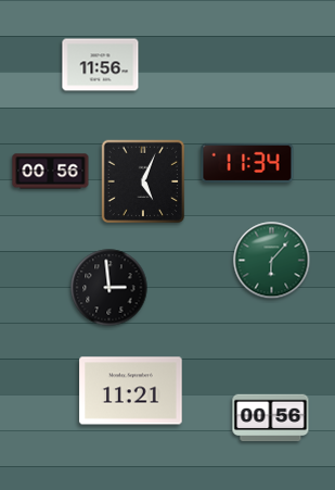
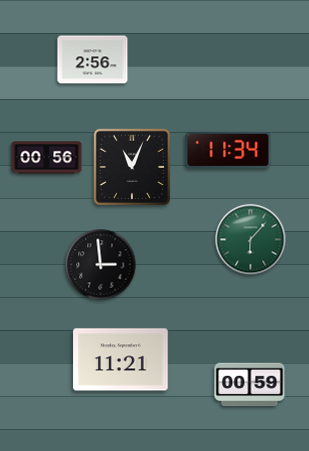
clock at (101, 65): 11:56 -> 2:56
clock at (143, 181): 5:04 -> 11:04
clock at (271, 418): 00:56 -> 00:59
